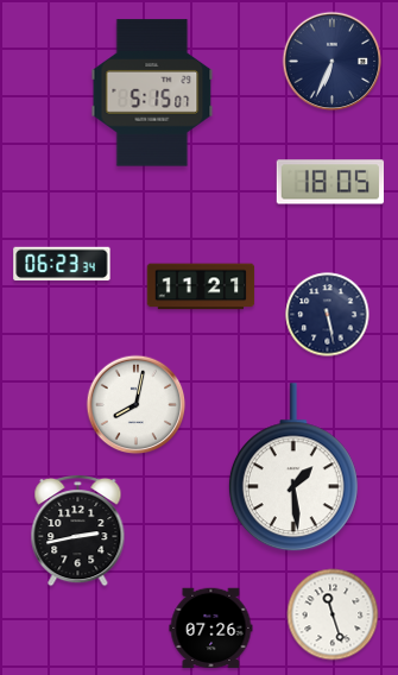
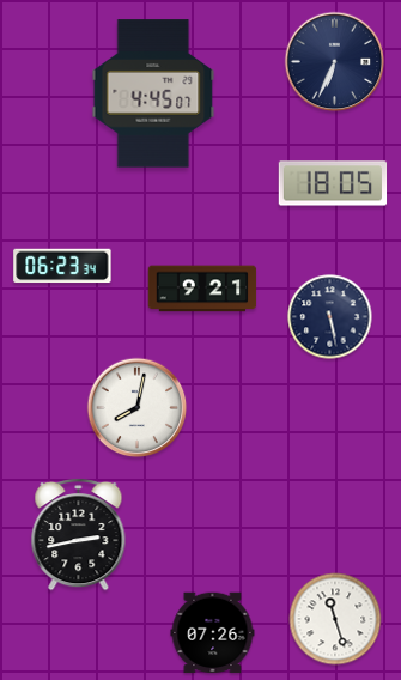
clock at (152, 93): 5:15 -> 4:45
clock at (201, 286): 11:21 -> 9:21
clock at (293, 468): 1:29 -> none
